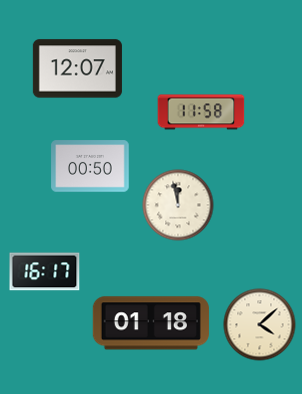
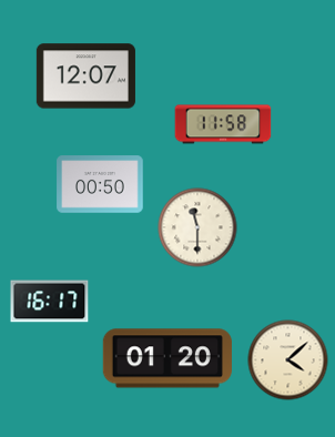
clock at (178, 205): 11:58 -> 11:30
clock at (151, 323): 01:18 -> 01:20
